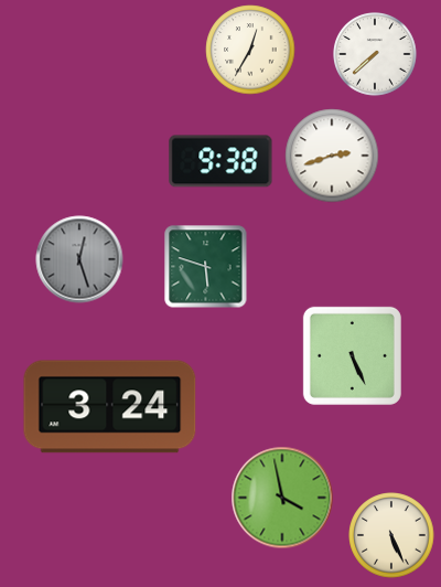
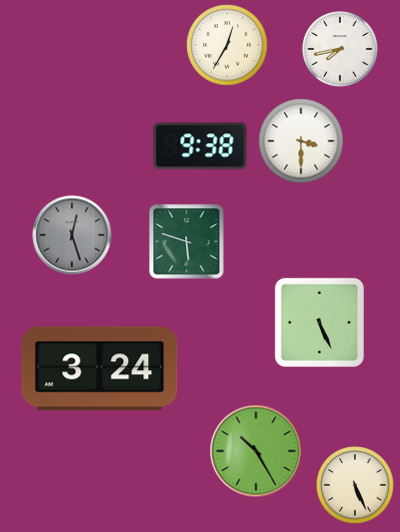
clock at (376, 55): 7:38 -> 7:43
clock at (332, 156): 2:42 -> 3:30
clock at (282, 498): 3:58 -> 10:25
